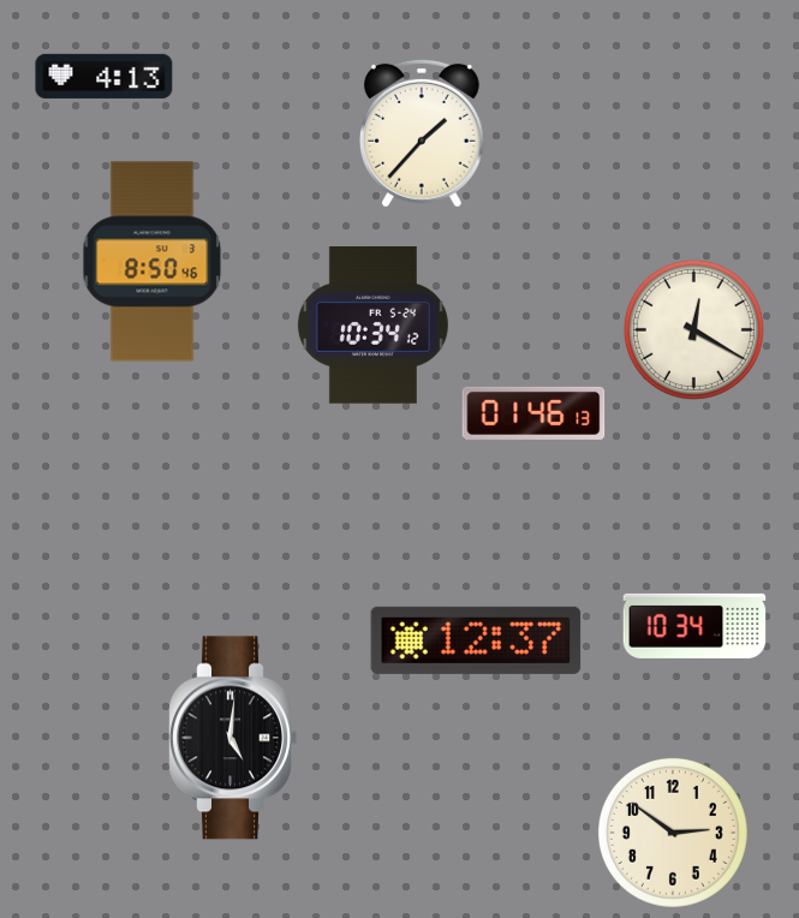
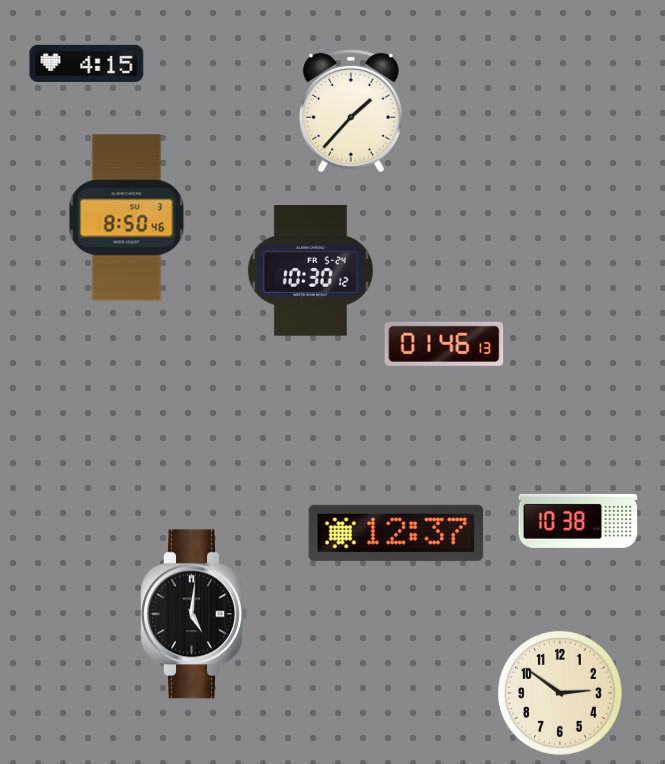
clock at (105, 76): 4:13 -> 4:15
clock at (372, 326): 10:34 -> 10:30
clock at (693, 329): 12:20 -> none
clock at (694, 626): 10:34 -> 10:38
